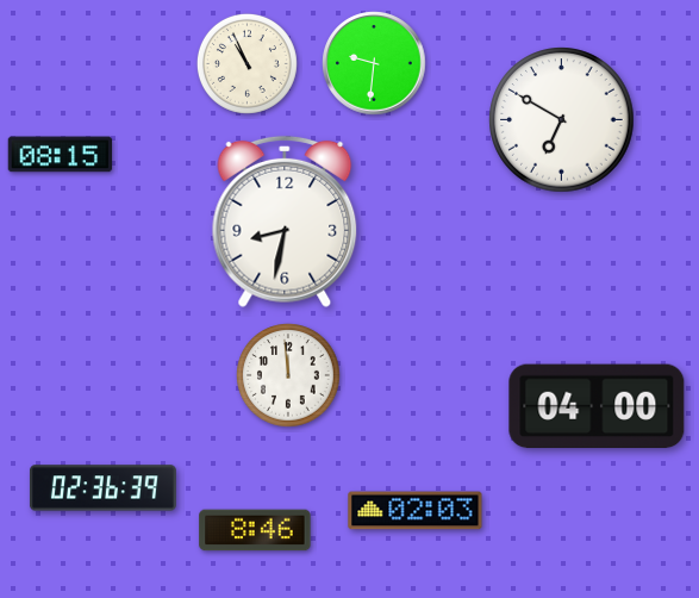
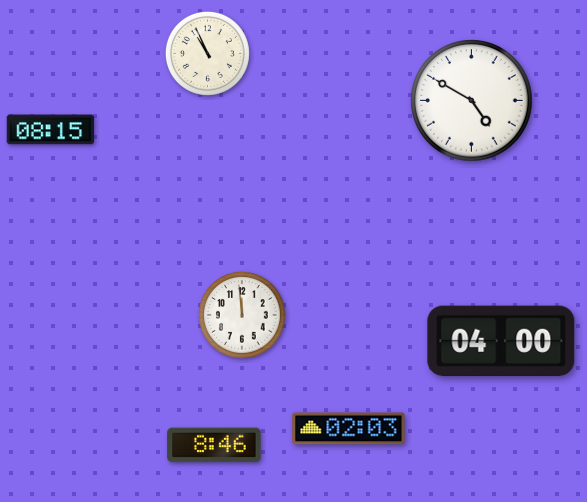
clock at (374, 63): 9:31 -> none
clock at (562, 120): 6:50 -> 4:50
clock at (285, 222): 8:32 -> none
clock at (102, 488): 02:36 -> none
